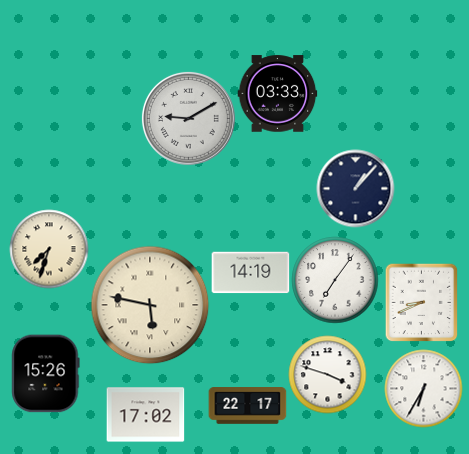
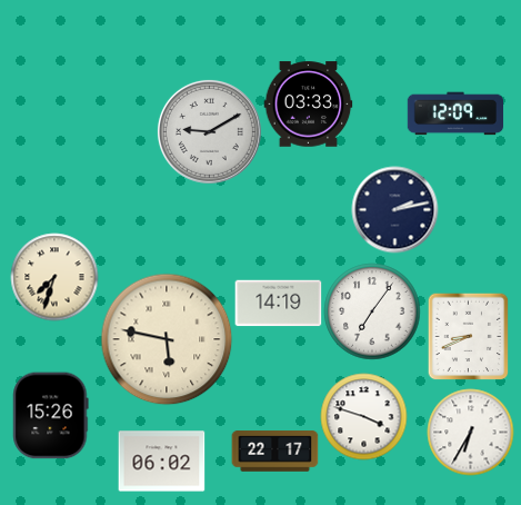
clock at (455, 113): none -> 12:09
clock at (355, 188): 1:07 -> 2:13
clock at (145, 415): 17:02 -> 06:02
